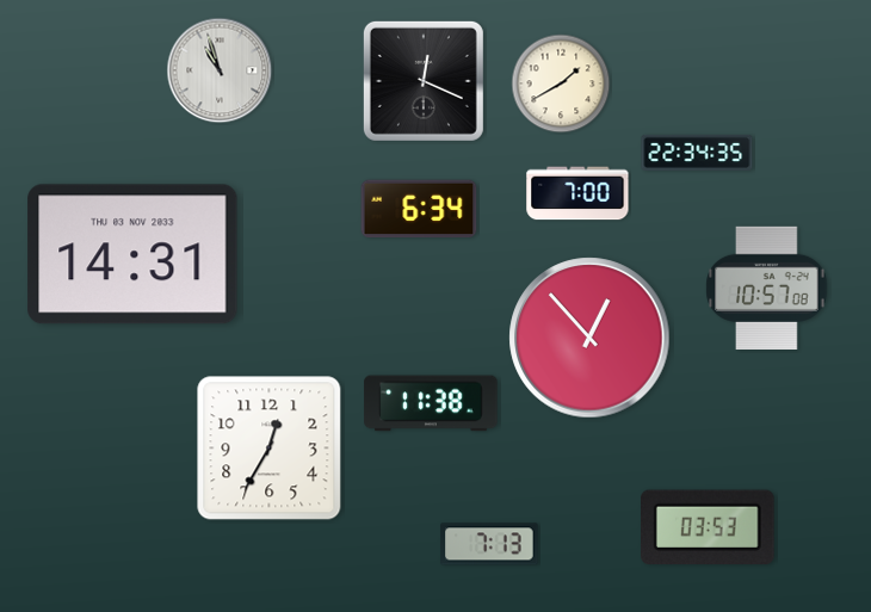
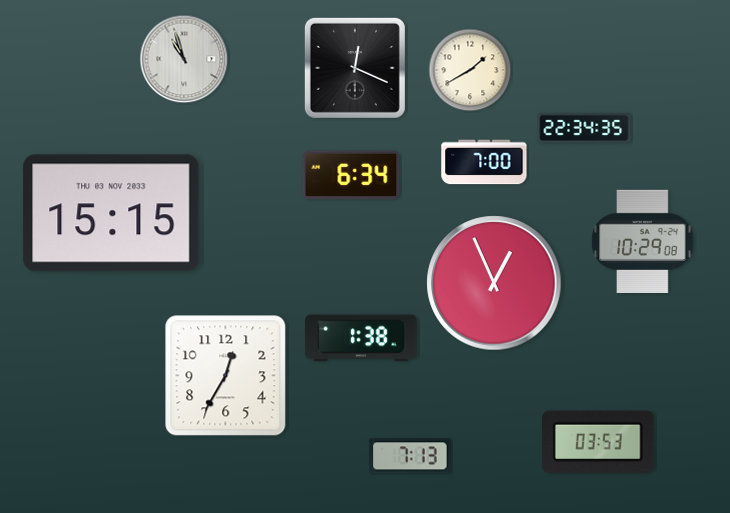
clock at (132, 254): 14:31 -> 15:15
clock at (767, 288): 10:57 -> 10:29
clock at (589, 338): 12:53 -> 12:56
clock at (431, 403): 11:38 -> 1:38
clock at (709, 527) position: (709, 527) -> (599, 442)
